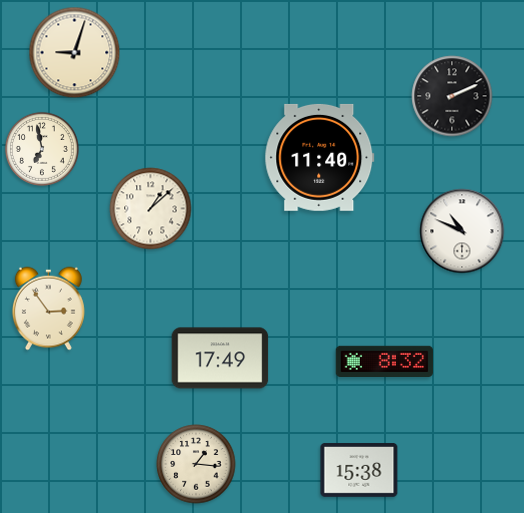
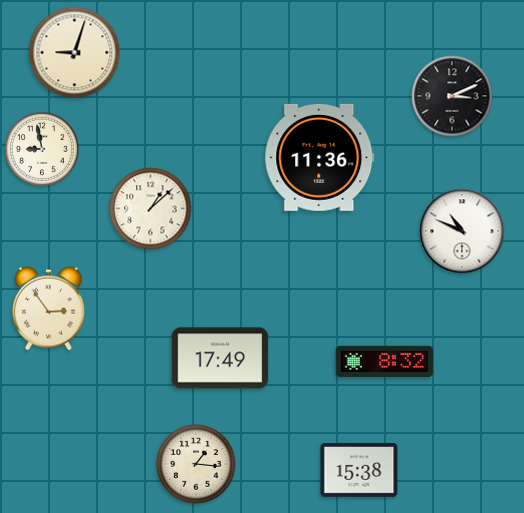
clock at (452, 96): 2:11 -> 3:11
clock at (42, 149): 6:58 -> 8:58
clock at (320, 157): 11:40 -> 11:36
